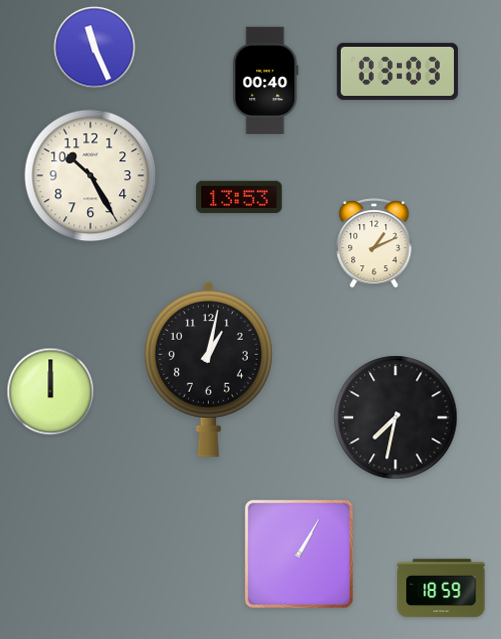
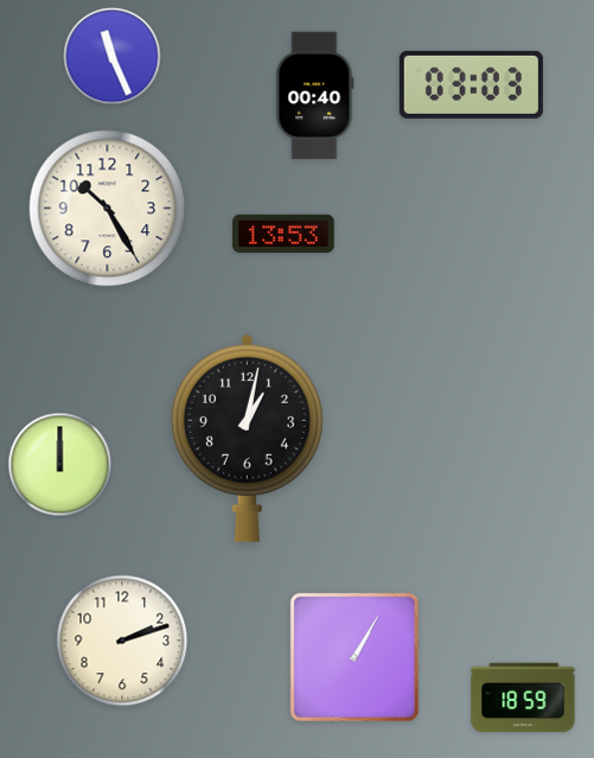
clock at (374, 244): 1:11 -> none
clock at (396, 418): 7:32 -> none
clock at (122, 641): none -> 2:12
